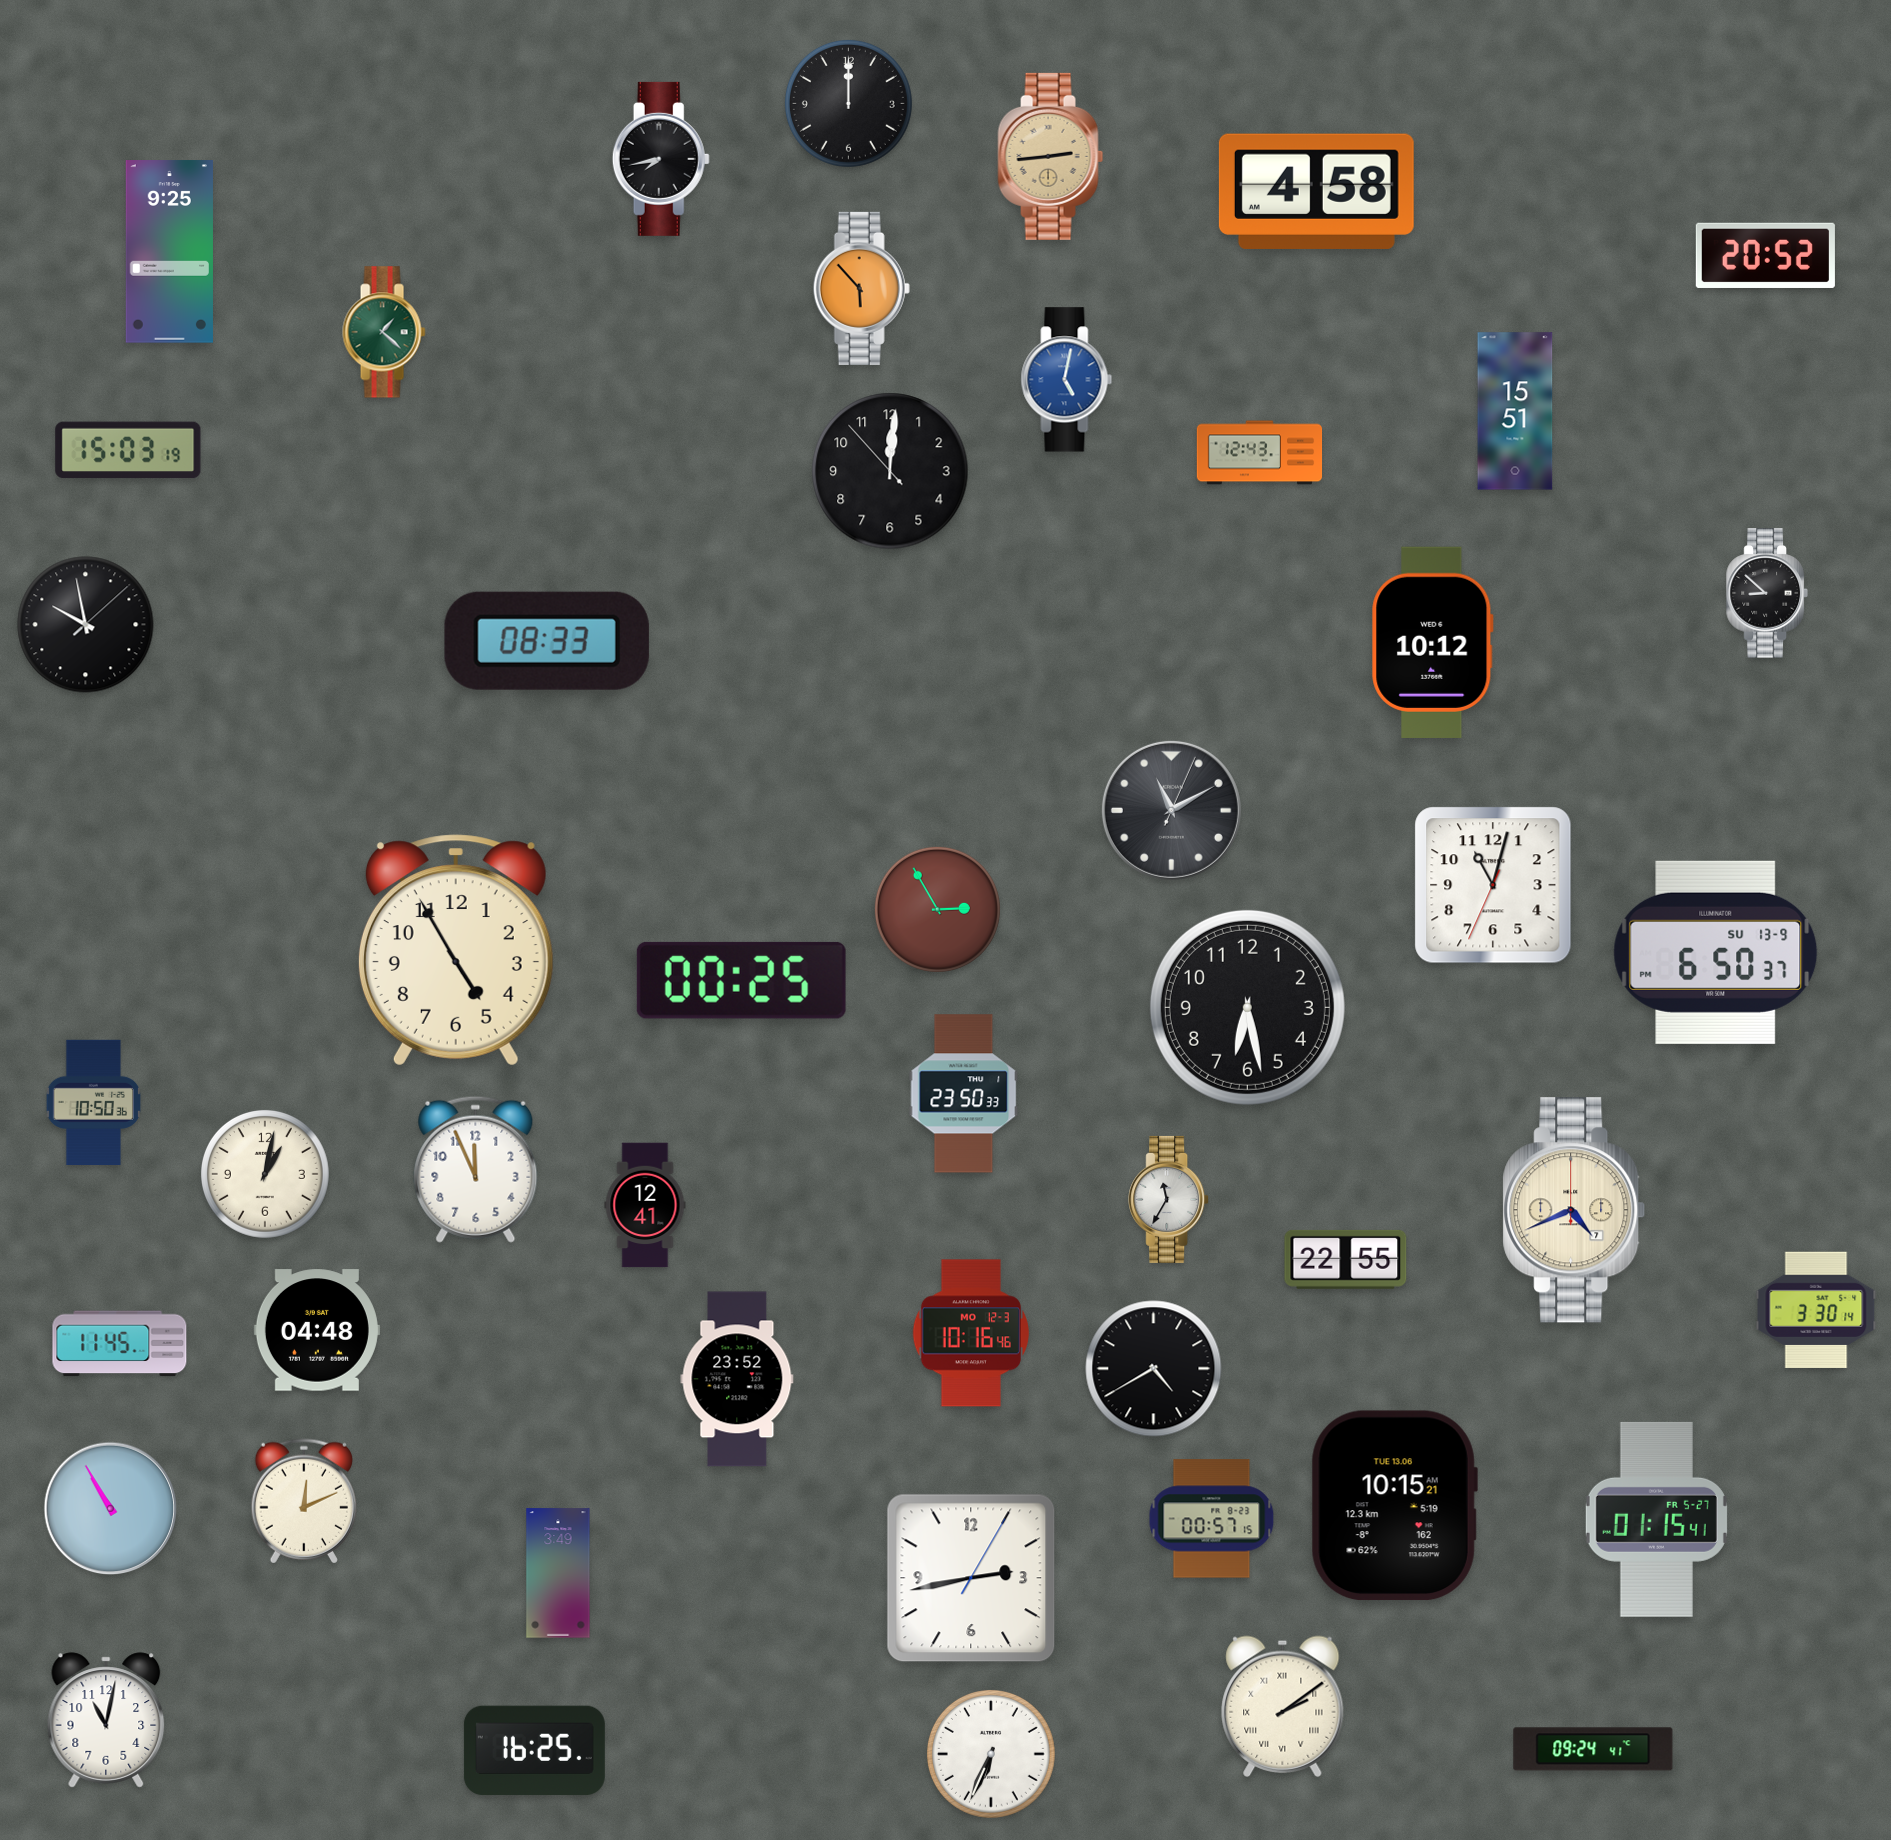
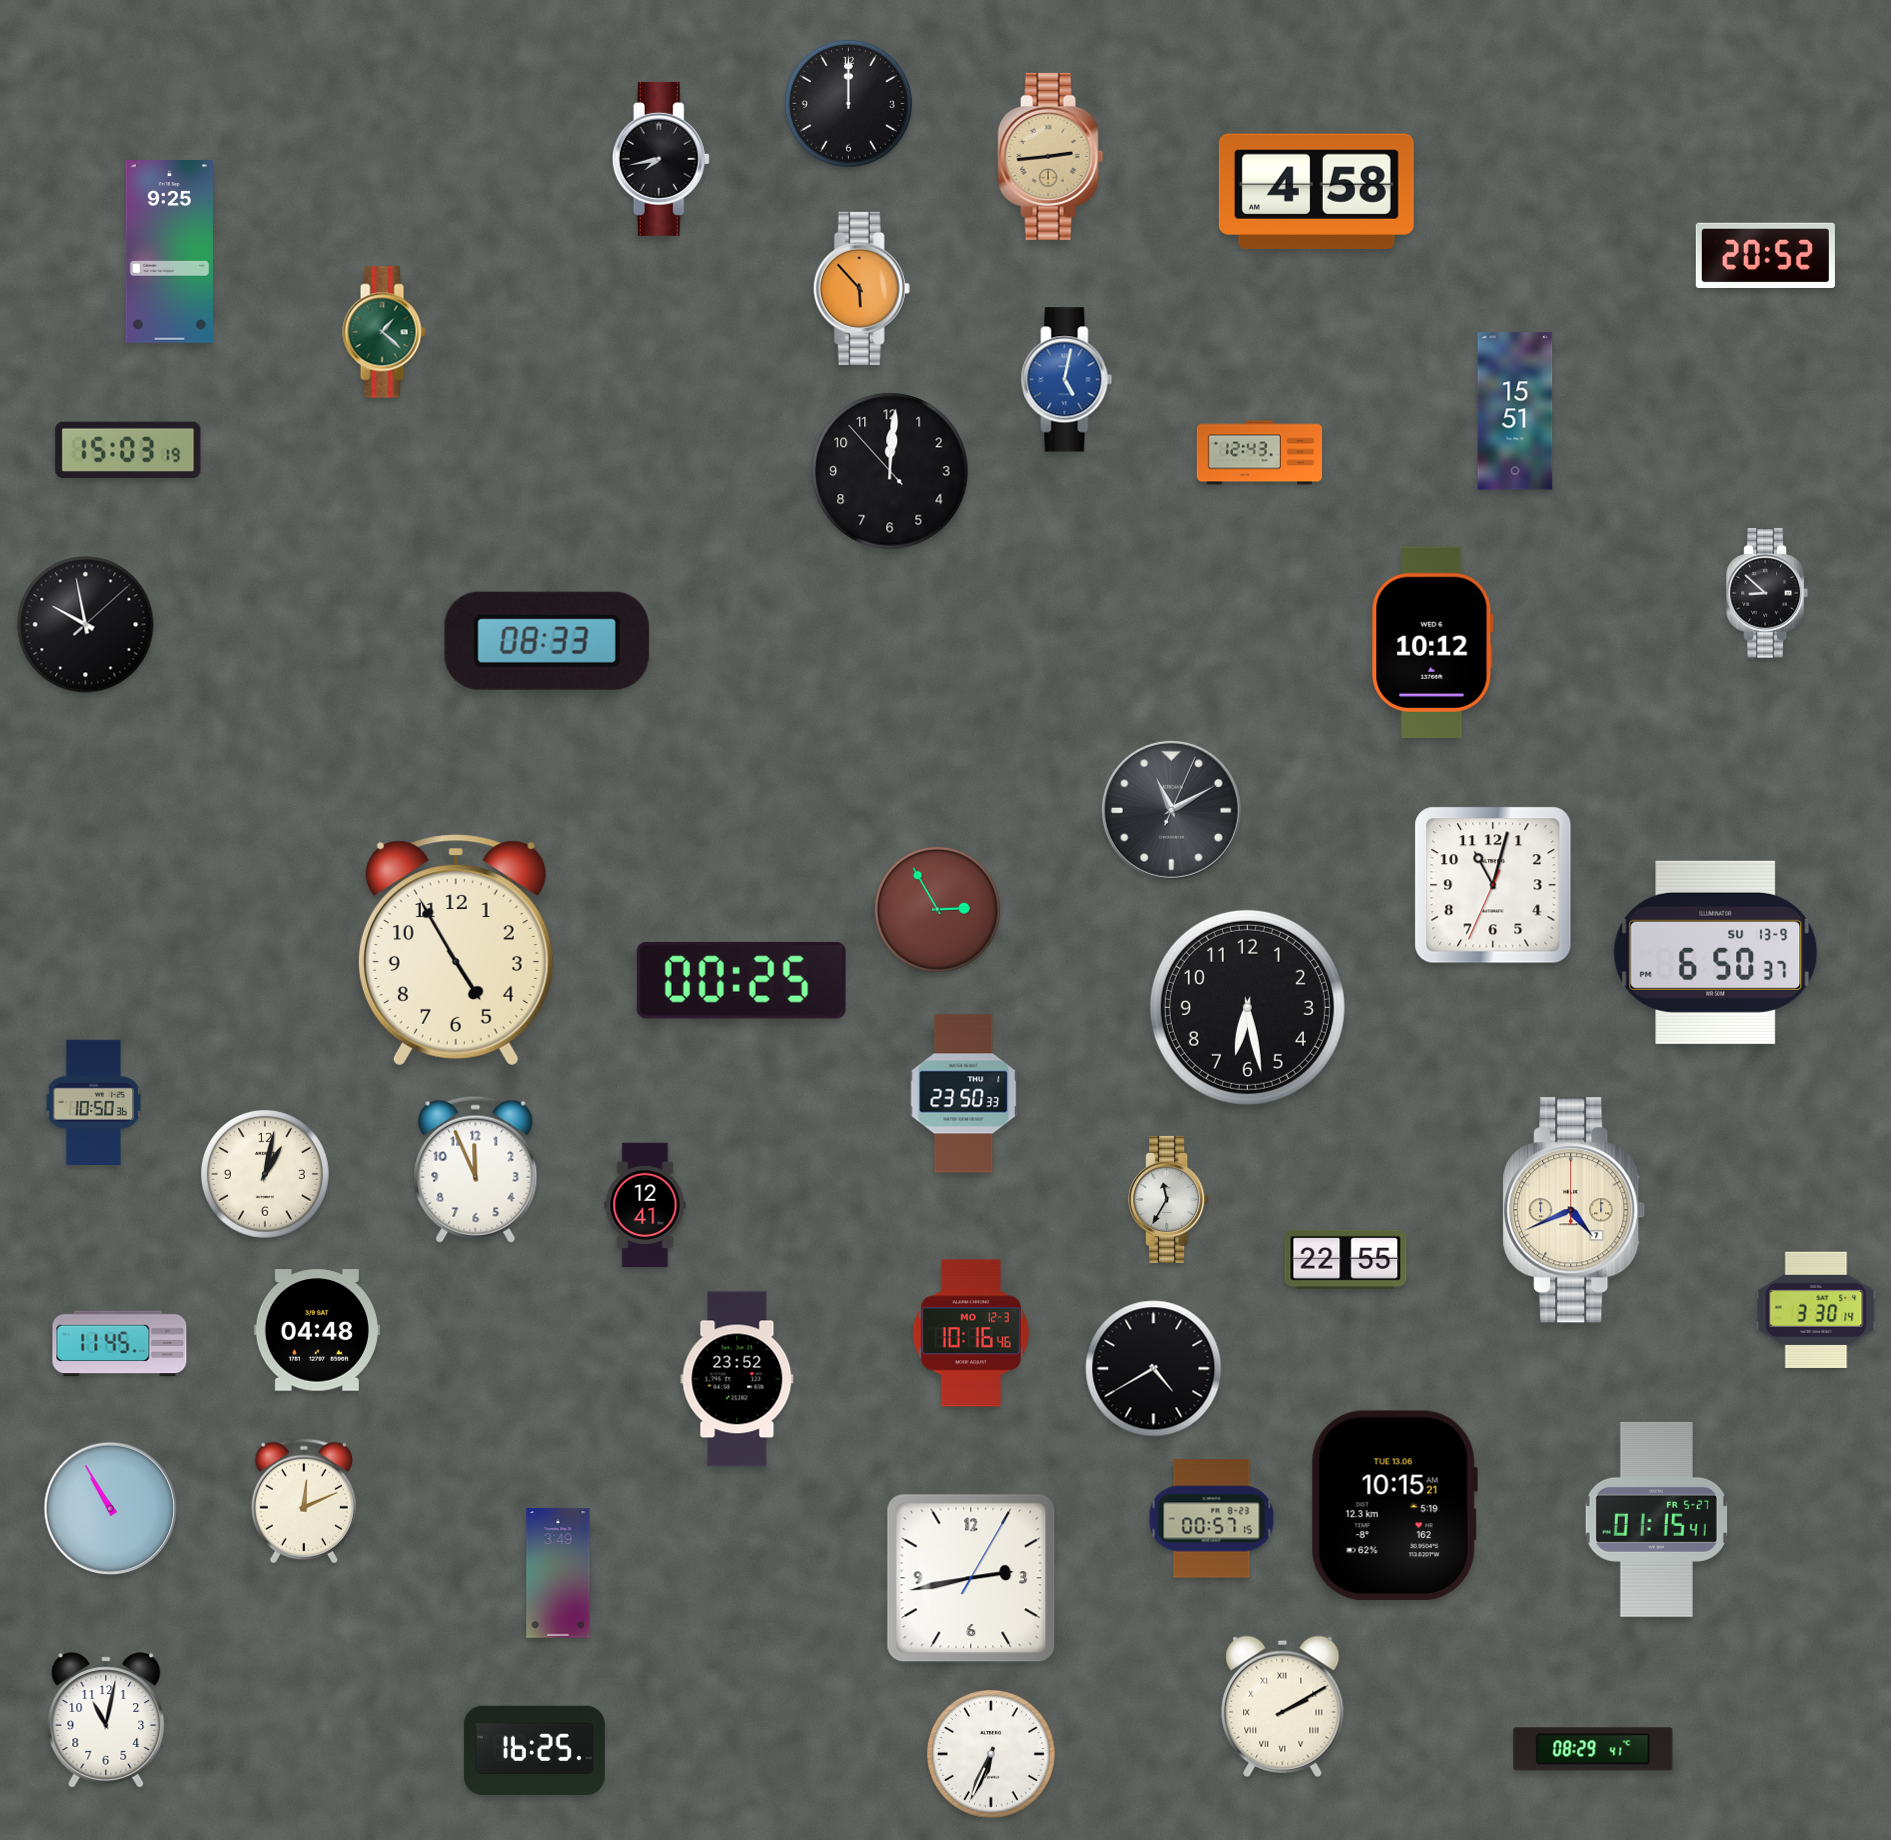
clock at (1283, 1706): 2:09 -> 2:10
clock at (1593, 1749): 09:24 -> 08:29
